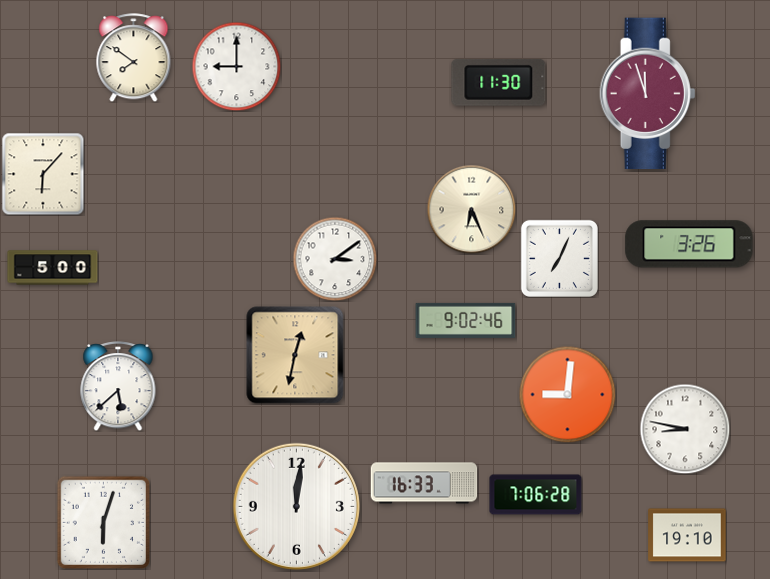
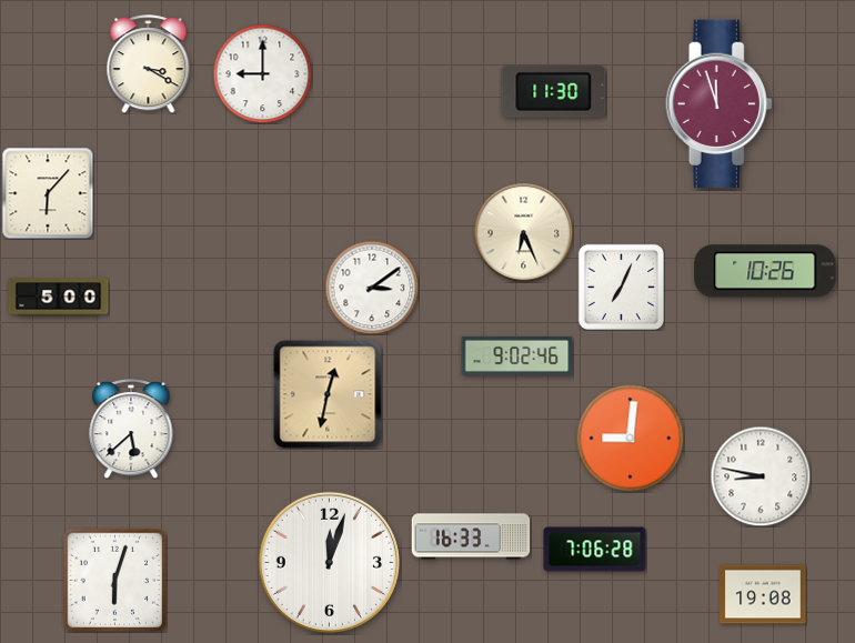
clock at (134, 58): 7:51 -> 3:20
clock at (689, 244): 3:26 -> 10:26
clock at (296, 506): 12:01 -> 12:03
clock at (687, 535): 19:10 -> 19:08
